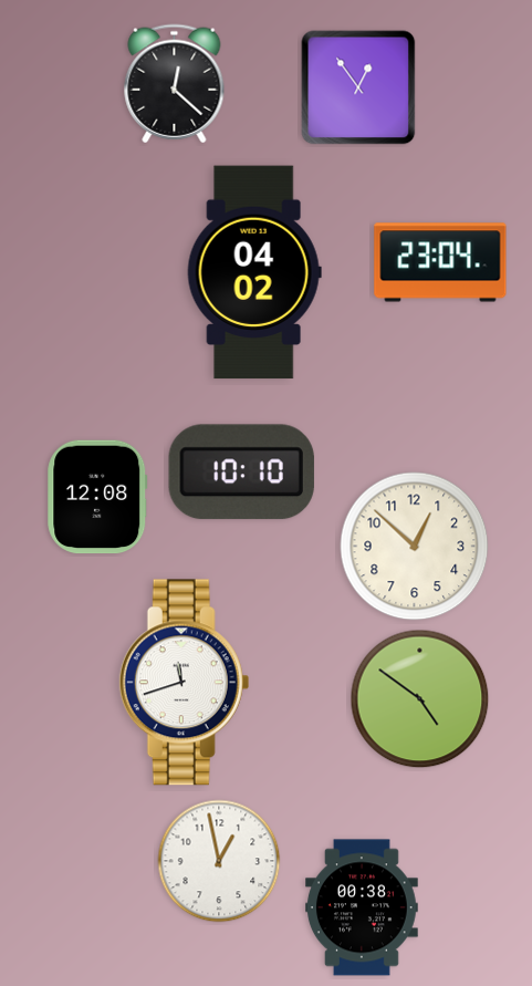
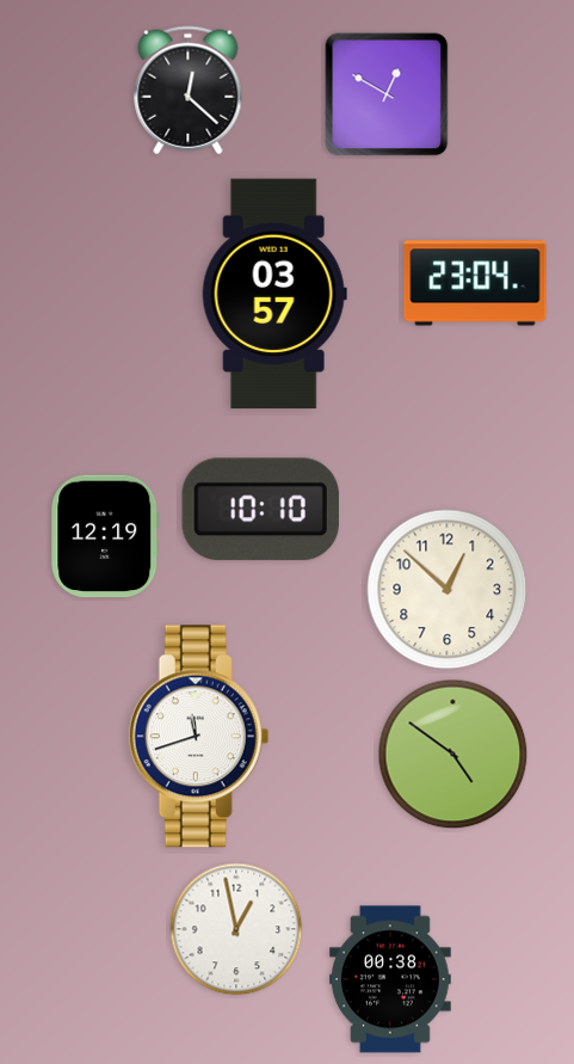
clock at (358, 87): 12:54 -> 12:50
clock at (254, 272): 04:02 -> 03:57
clock at (97, 497): 12:08 -> 12:19
